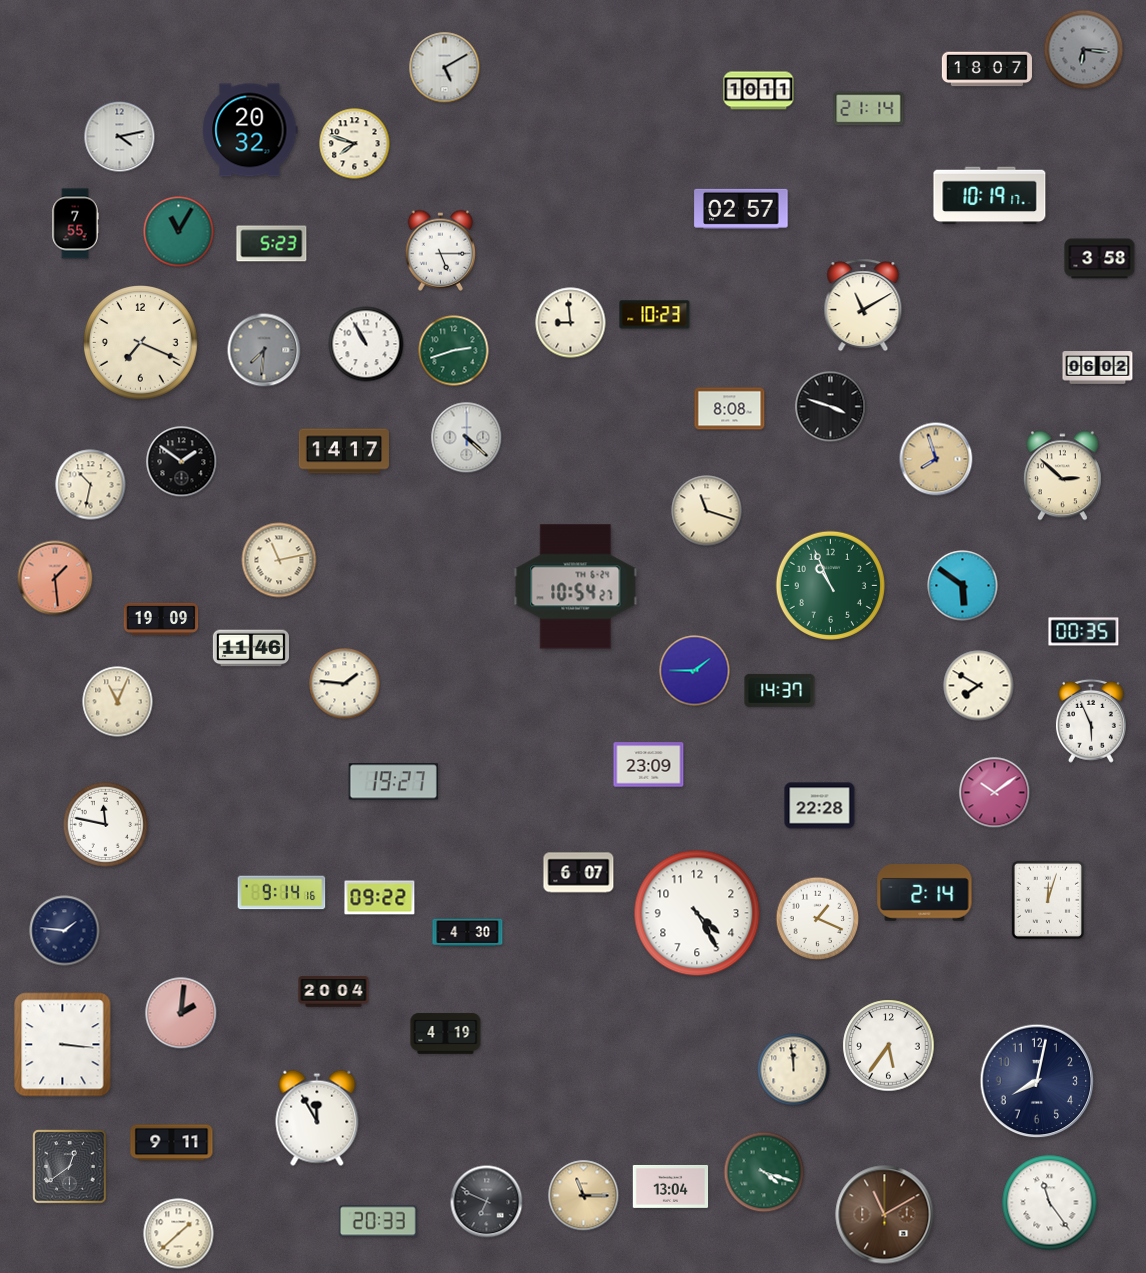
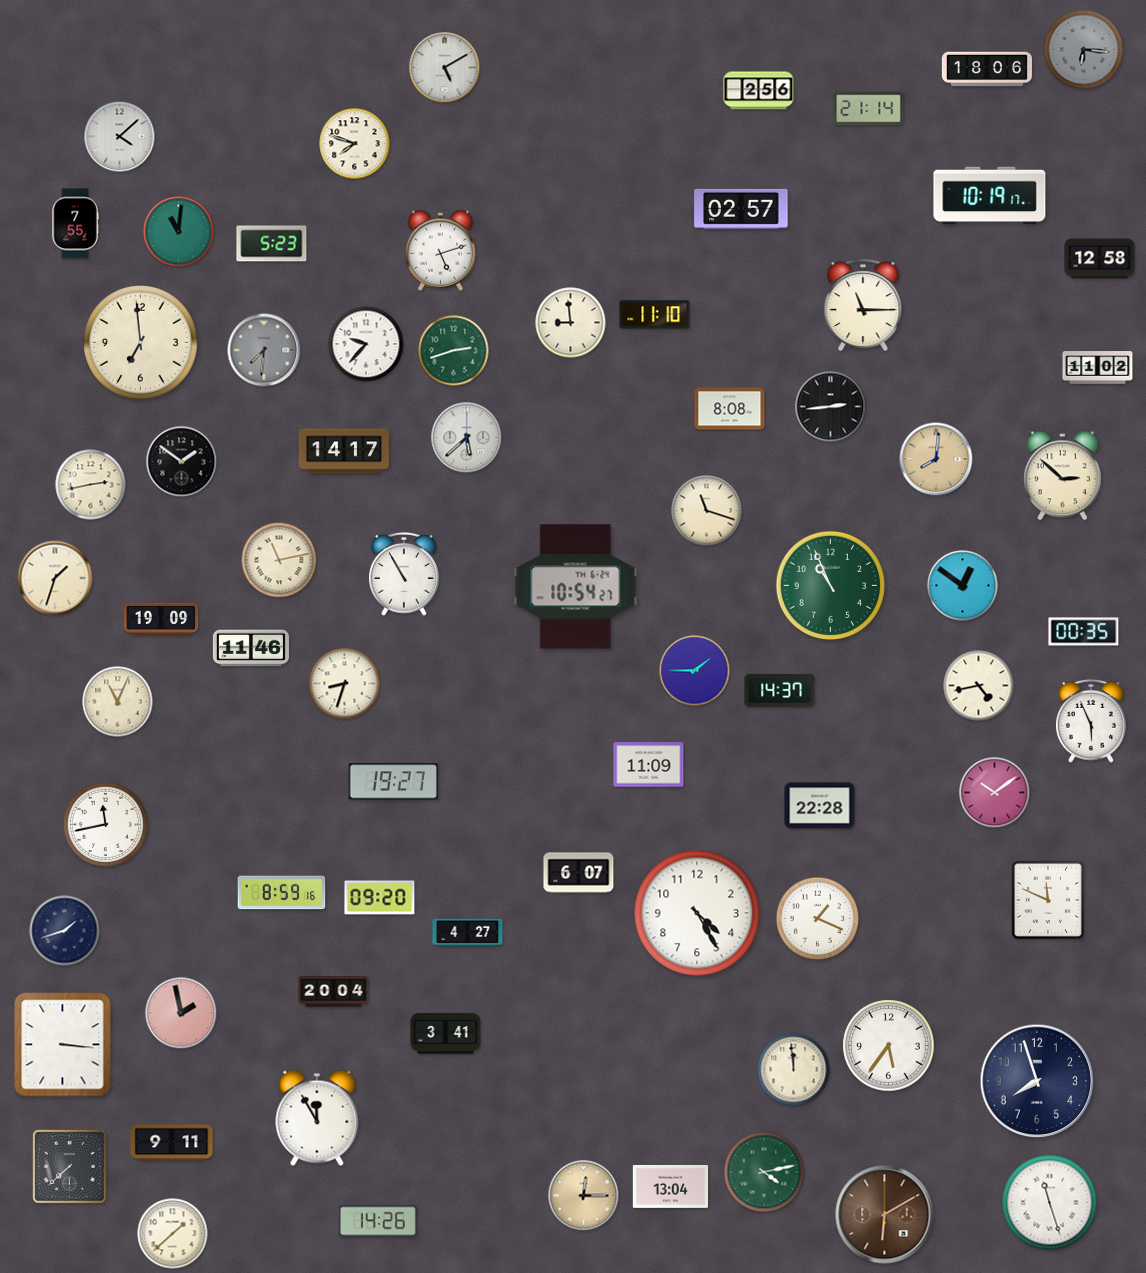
clock at (987, 69): 18:07 -> 18:06
clock at (759, 91): 10:11 -> 2:56
clock at (250, 130): 20:32 -> none
clock at (120, 137): 4:13 -> 4:08
clock at (179, 232): 11:05 -> 11:01
clock at (441, 250): 5:15 -> 5:12
clock at (1100, 259): 3:58 -> 12:58
clock at (863, 305): 11:10 -> 11:15
clock at (655, 315): 10:23 -> 11:10
clock at (141, 343): 7:19 -> 6:59
clock at (366, 344): 10:55 -> 9:37
clock at (1098, 368): 06:02 -> 11:02
clock at (831, 407): 3:48 -> 2:44
clock at (467, 438): 4:22 -> 5:38
clock at (936, 459): 7:57 -> 8:01
clock at (91, 485): 10:32 -> 2:43
clock at (404, 574): none -> 10:55
clock at (55, 578): 1:29 -> 1:33
clock at (55, 578) dial: salmon -> cream
clock at (963, 586): 5:51 -> 12:51
clock at (345, 684): 1:46 -> 8:33
clock at (979, 686): 7:50 -> 4:43
clock at (649, 765): 23:09 -> 11:09
clock at (105, 824): 11:47 -> 11:43
clock at (282, 893): 9:14 -> 8:59
clock at (925, 893): 2:14 -> none
clock at (380, 898): 09:22 -> 09:20
clock at (1047, 900): 12:03 -> 11:49
clock at (65, 931): 1:46 -> 1:42
clock at (468, 933): 4:30 -> 4:27
clock at (181, 1013): 2:01 -> 1:58
clock at (446, 1034): 4:19 -> 3:41
clock at (1037, 1081): 8:02 -> 7:57
clock at (70, 1167): 12:39 -> 7:38
clock at (764, 1172): 4:18 -> 4:13
clock at (584, 1196): 11:15 -> 12:15
clock at (487, 1202): 6:49 -> none
clock at (1050, 1203): 11:24 -> 11:27
clock at (885, 1215): 11:10 -> 6:10
clock at (378, 1221): 20:33 -> 14:26
clock at (179, 1234) position: (179, 1234) -> (173, 1234)
